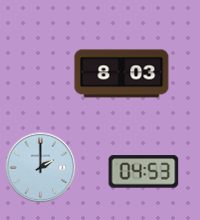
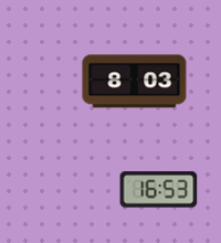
clock at (41, 168): 2:00 -> none
clock at (144, 172): 04:53 -> 16:53
